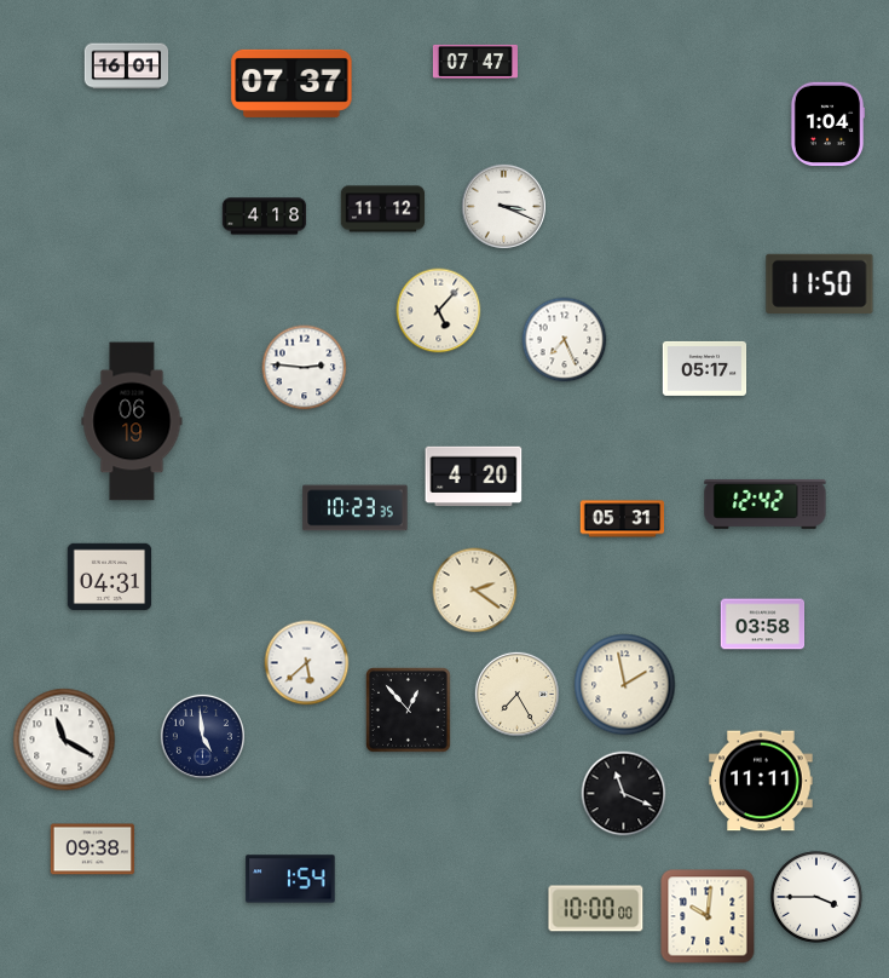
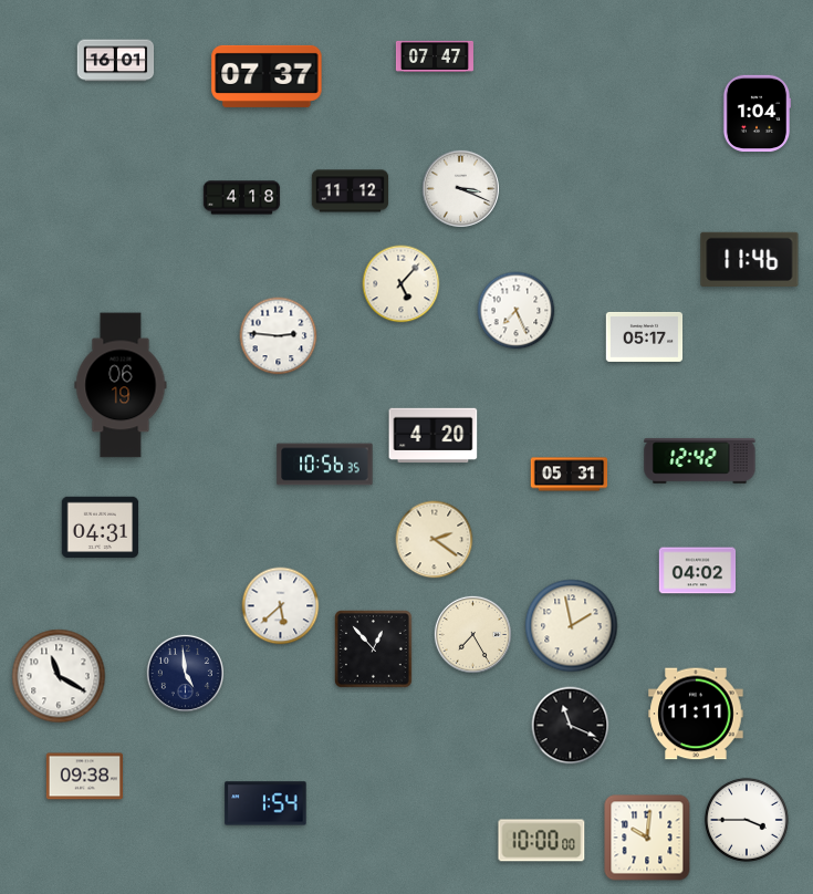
clock at (820, 283): 11:50 -> 11:46
clock at (356, 508): 10:23 -> 10:56
clock at (763, 625): 03:58 -> 04:02
clock at (596, 909) position: (596, 909) -> (542, 841)
